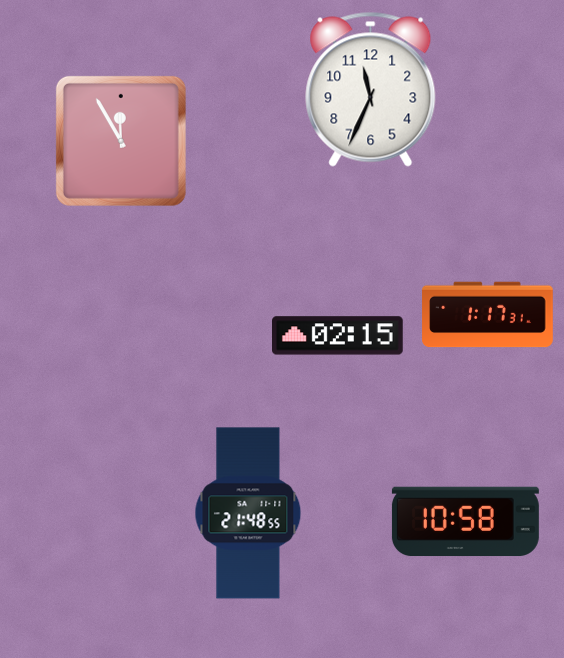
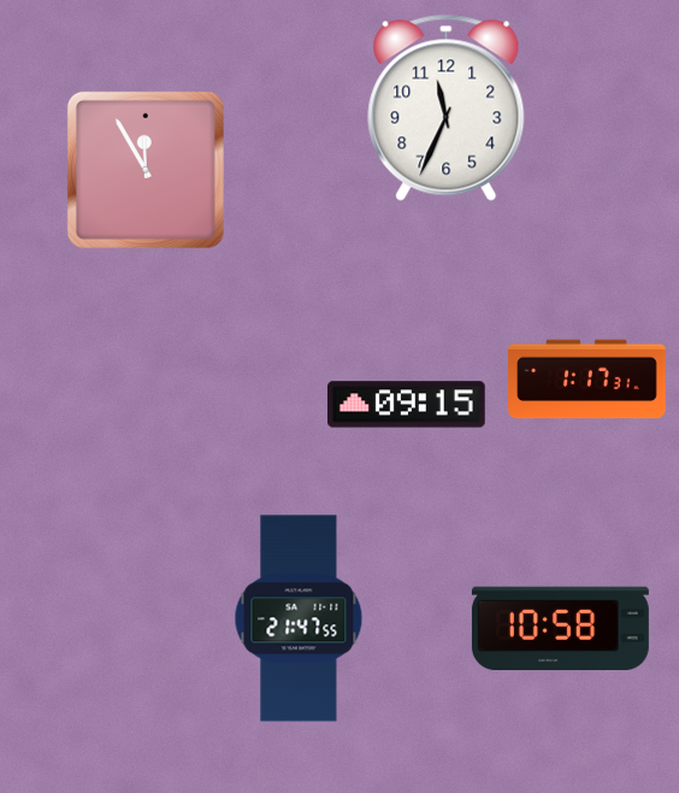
clock at (338, 336): 02:15 -> 09:15
clock at (248, 513): 21:48 -> 21:47
